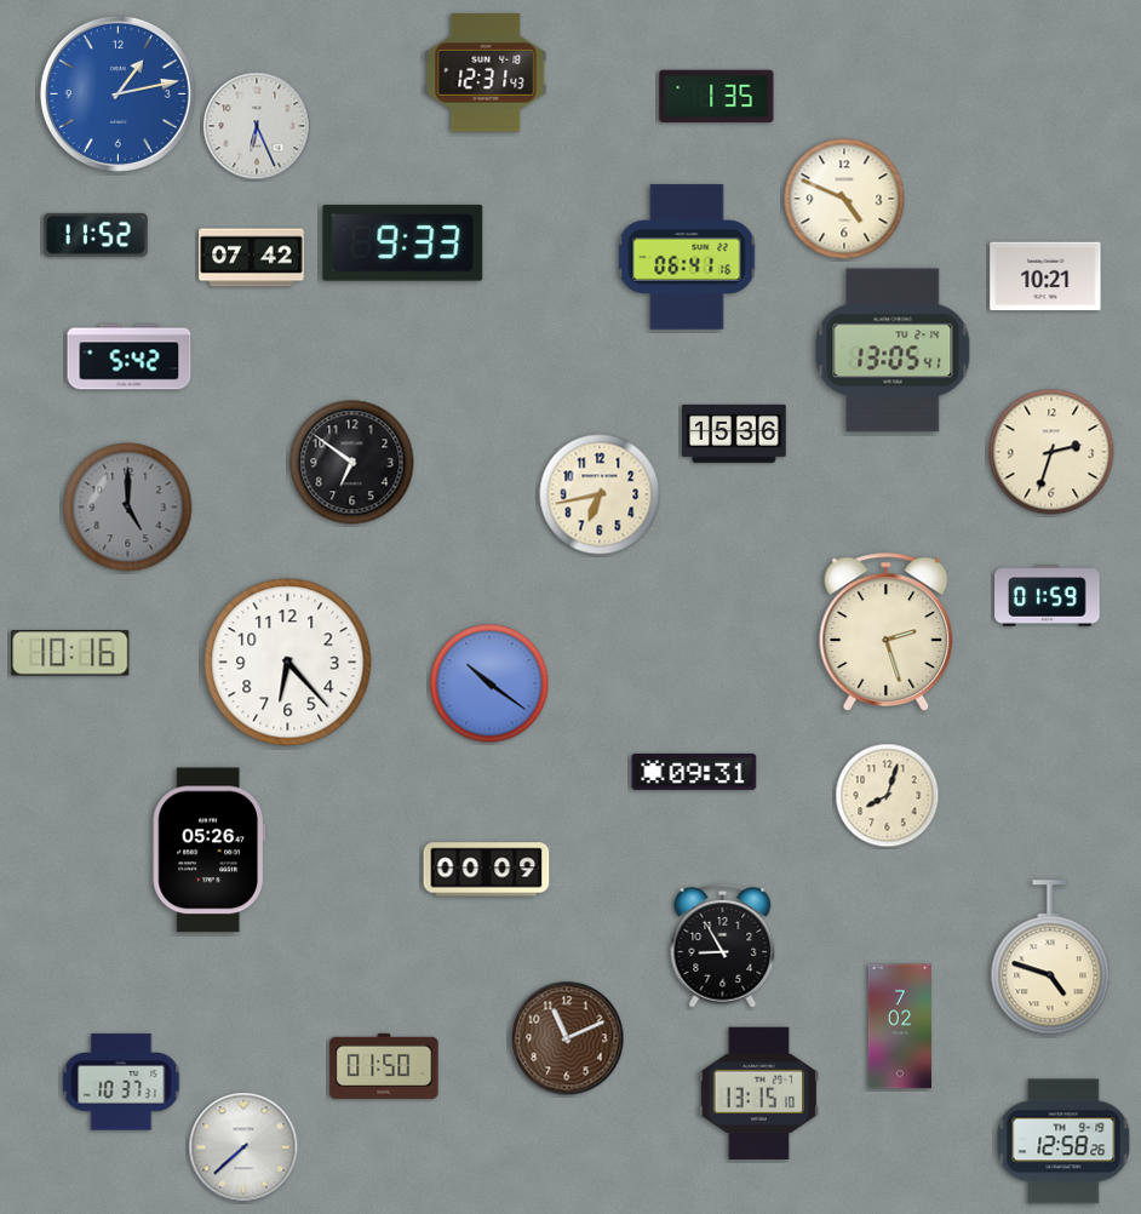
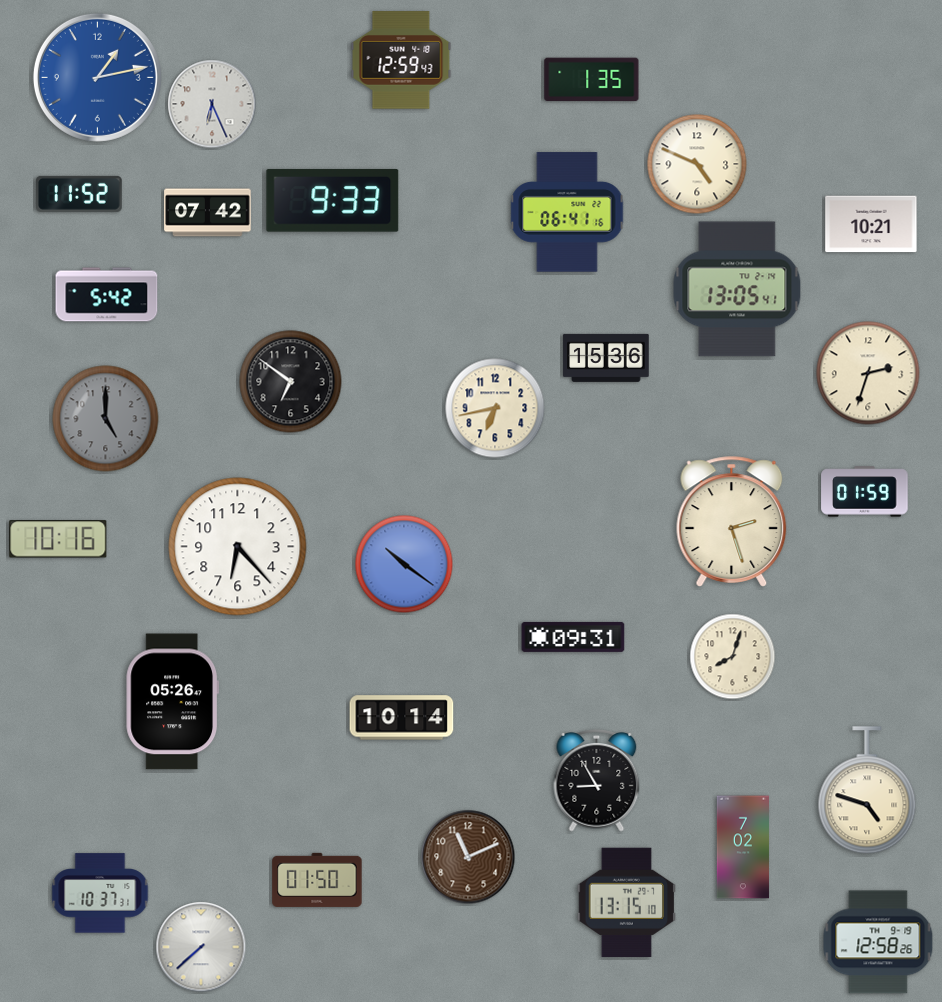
clock at (486, 73): 12:31 -> 12:59
clock at (1045, 276) position: (1045, 276) -> (871, 224)
clock at (487, 870): 00:09 -> 10:14
